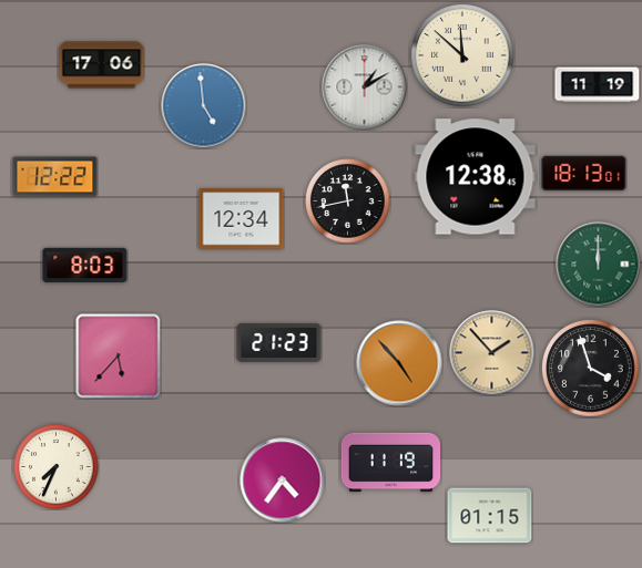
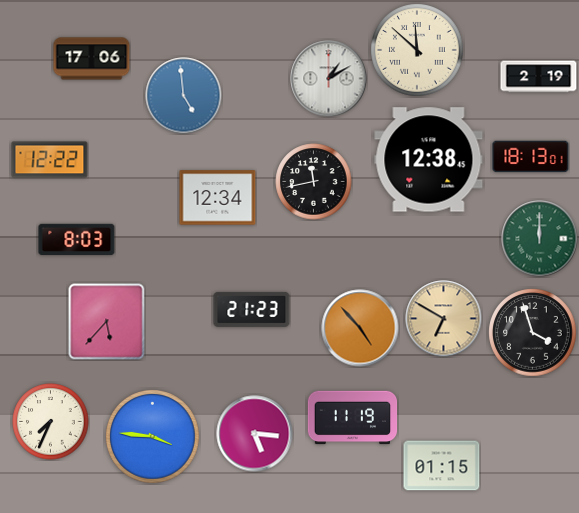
clock at (598, 85): 11:19 -> 2:19
clock at (584, 174) position: (584, 174) -> (531, 157)
clock at (492, 353): 1:53 -> 6:50
clock at (283, 481): 4:36 -> 5:16
clock at (153, 437): none -> 3:46
